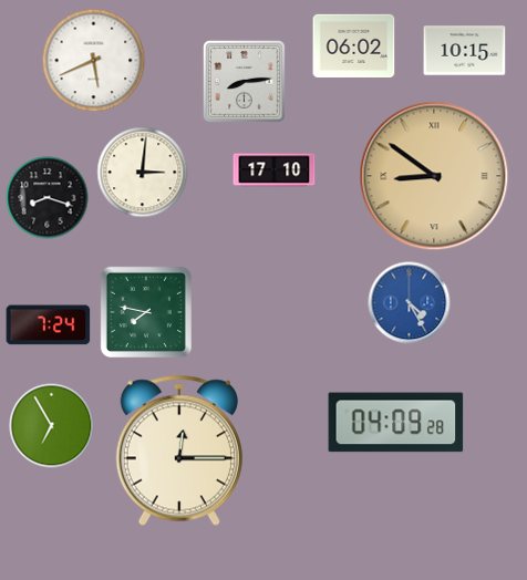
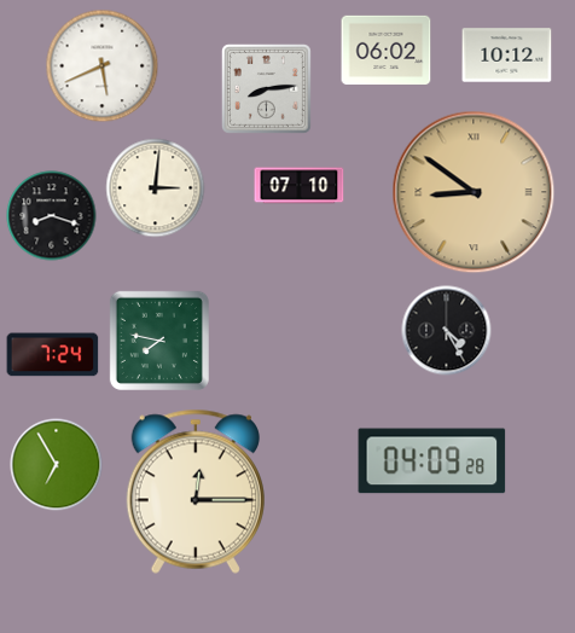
clock at (465, 51): 10:15 -> 10:12
clock at (275, 170): 17:10 -> 07:10
clock at (410, 303) dial: blue -> black
